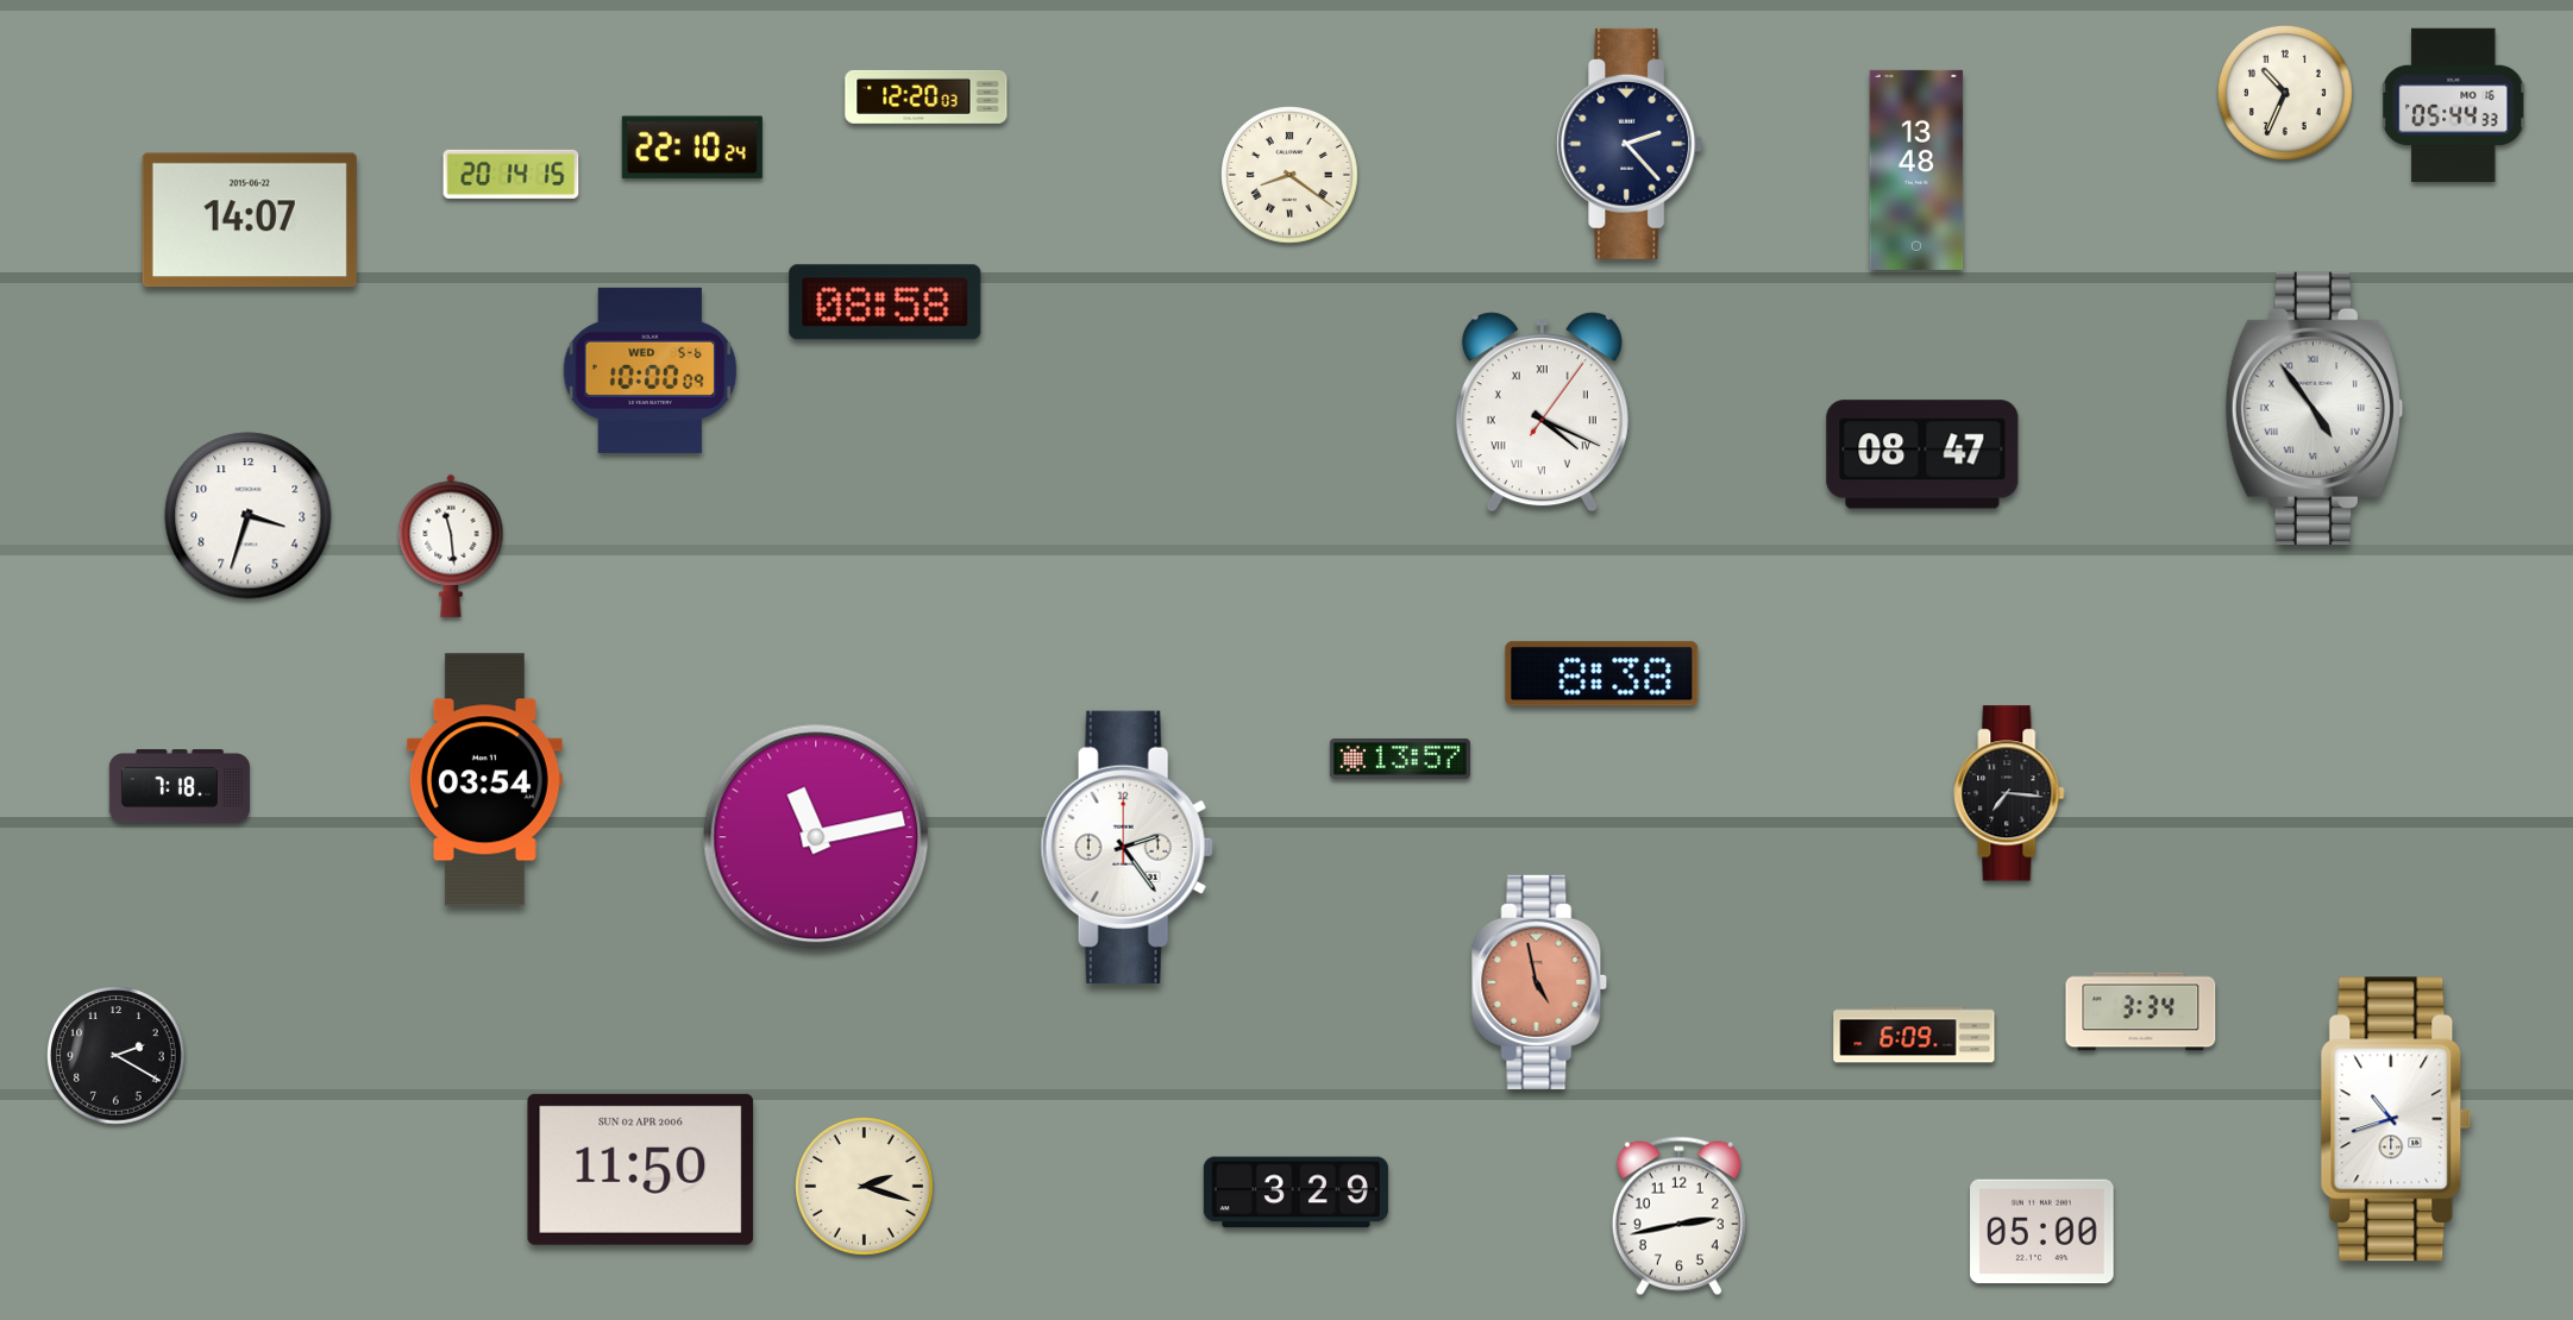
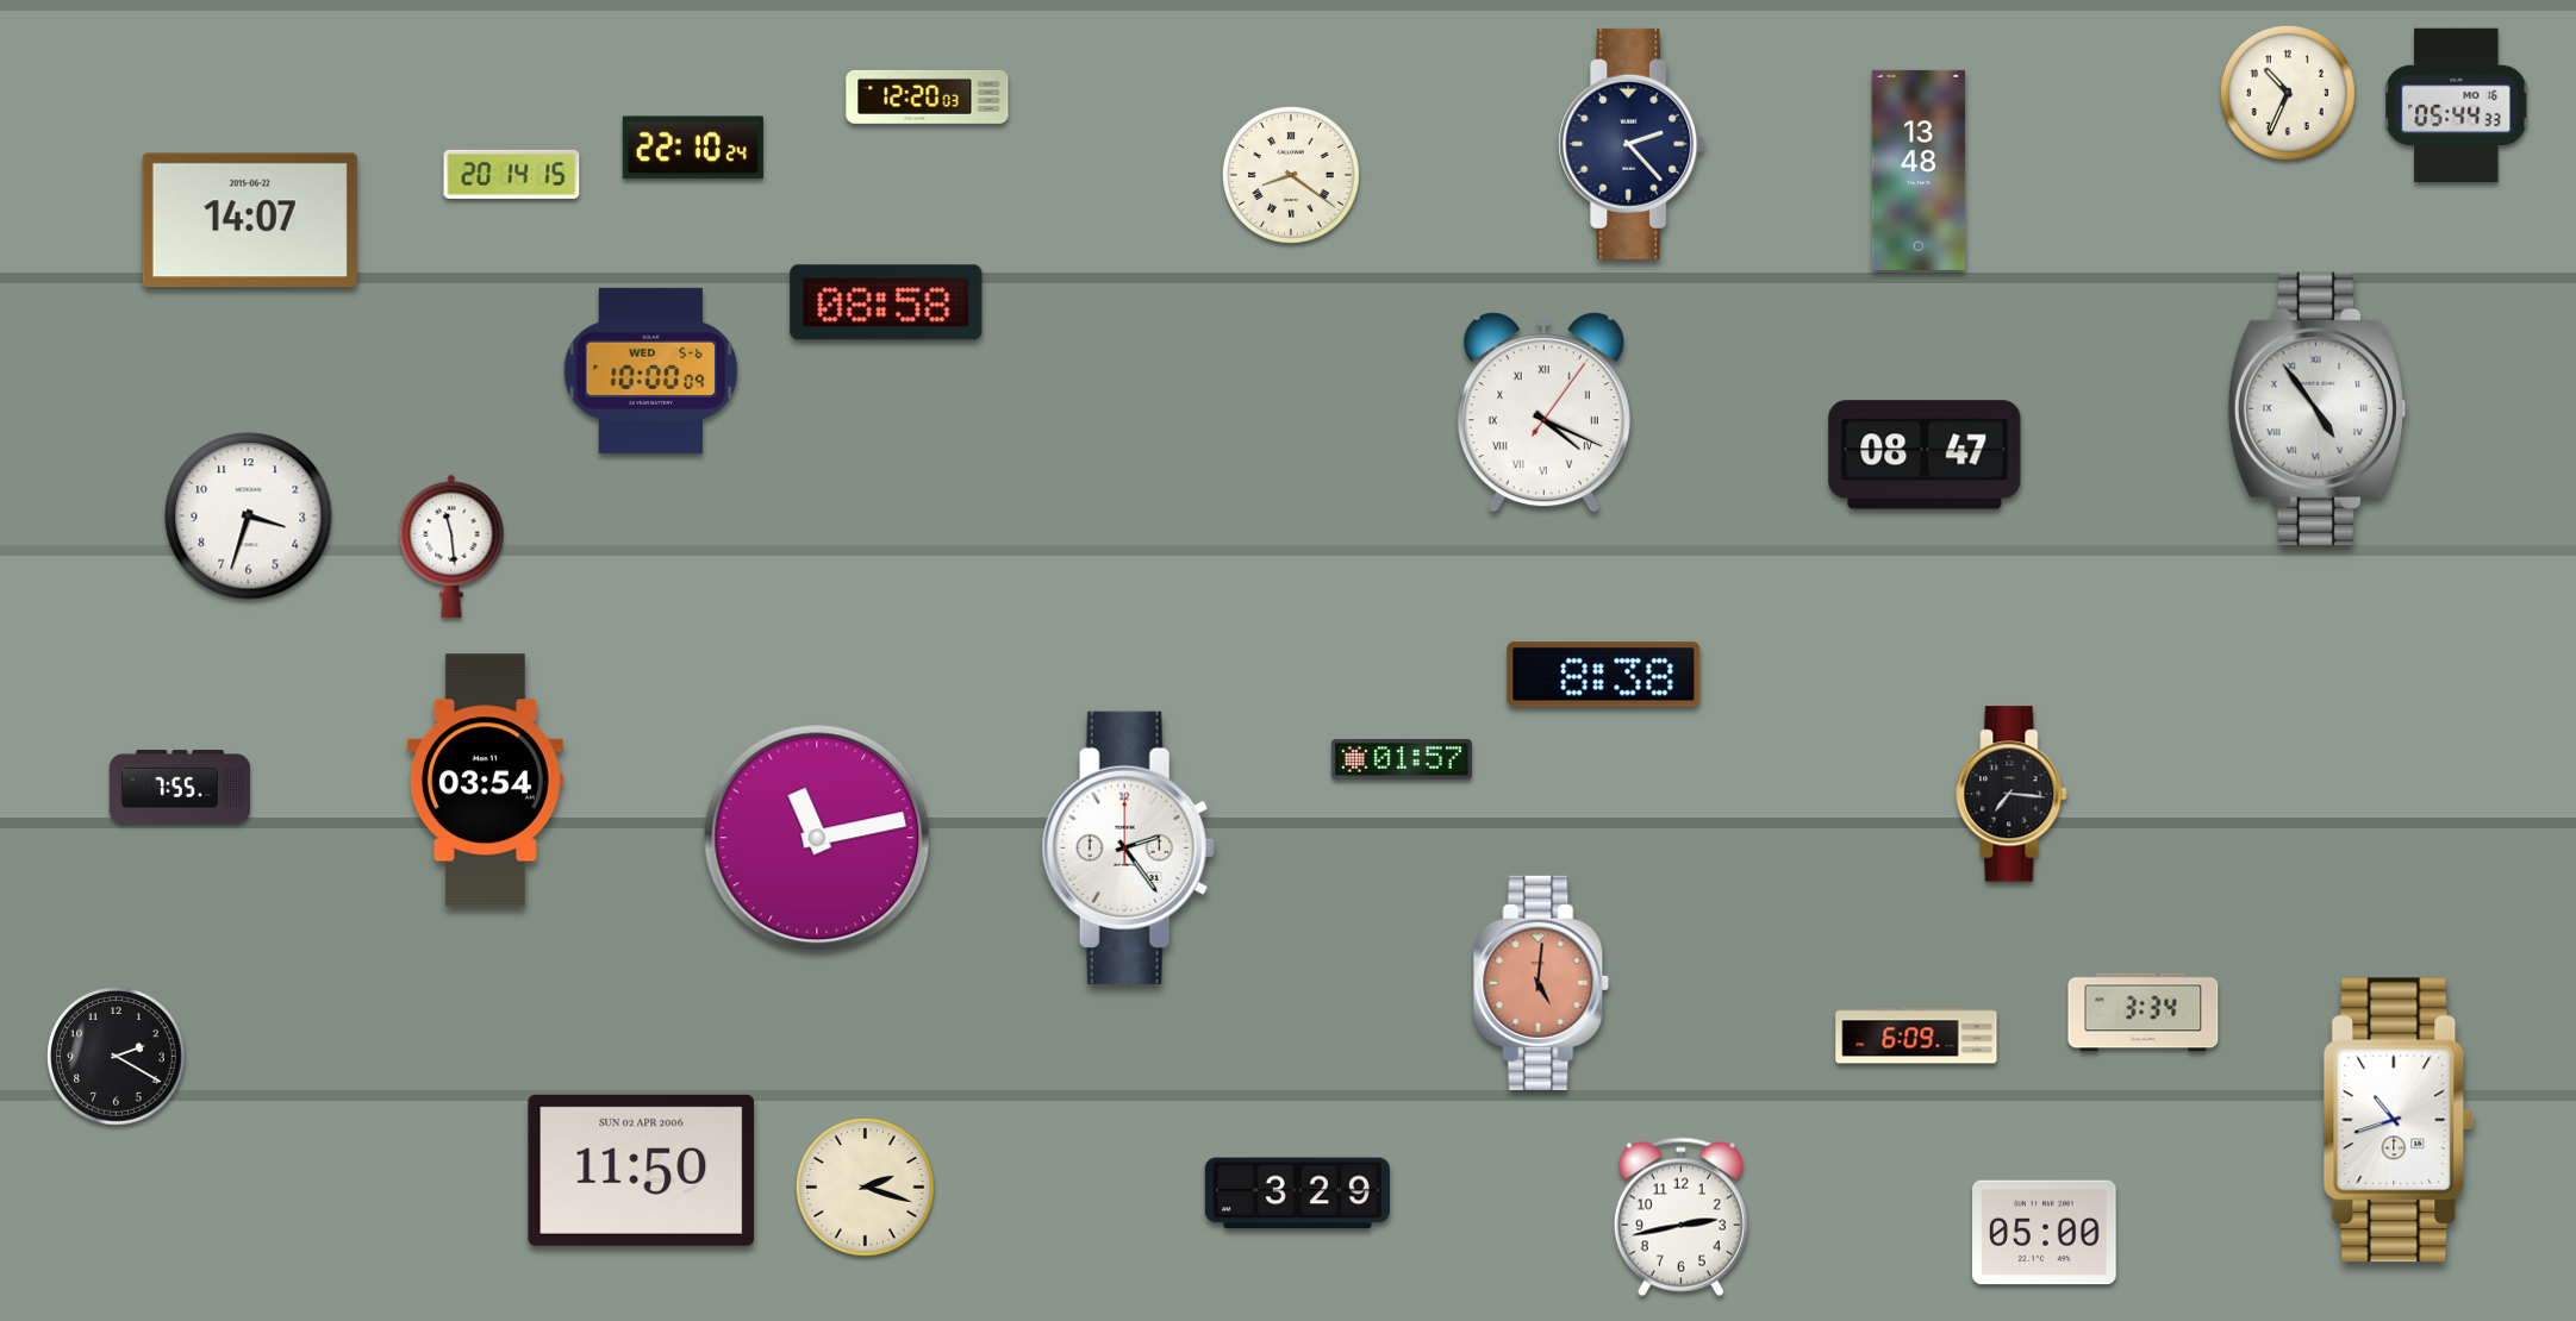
clock at (1400, 759): 13:57 -> 01:57
clock at (180, 786): 7:18 -> 7:55
clock at (1539, 982): 4:58 -> 5:01
